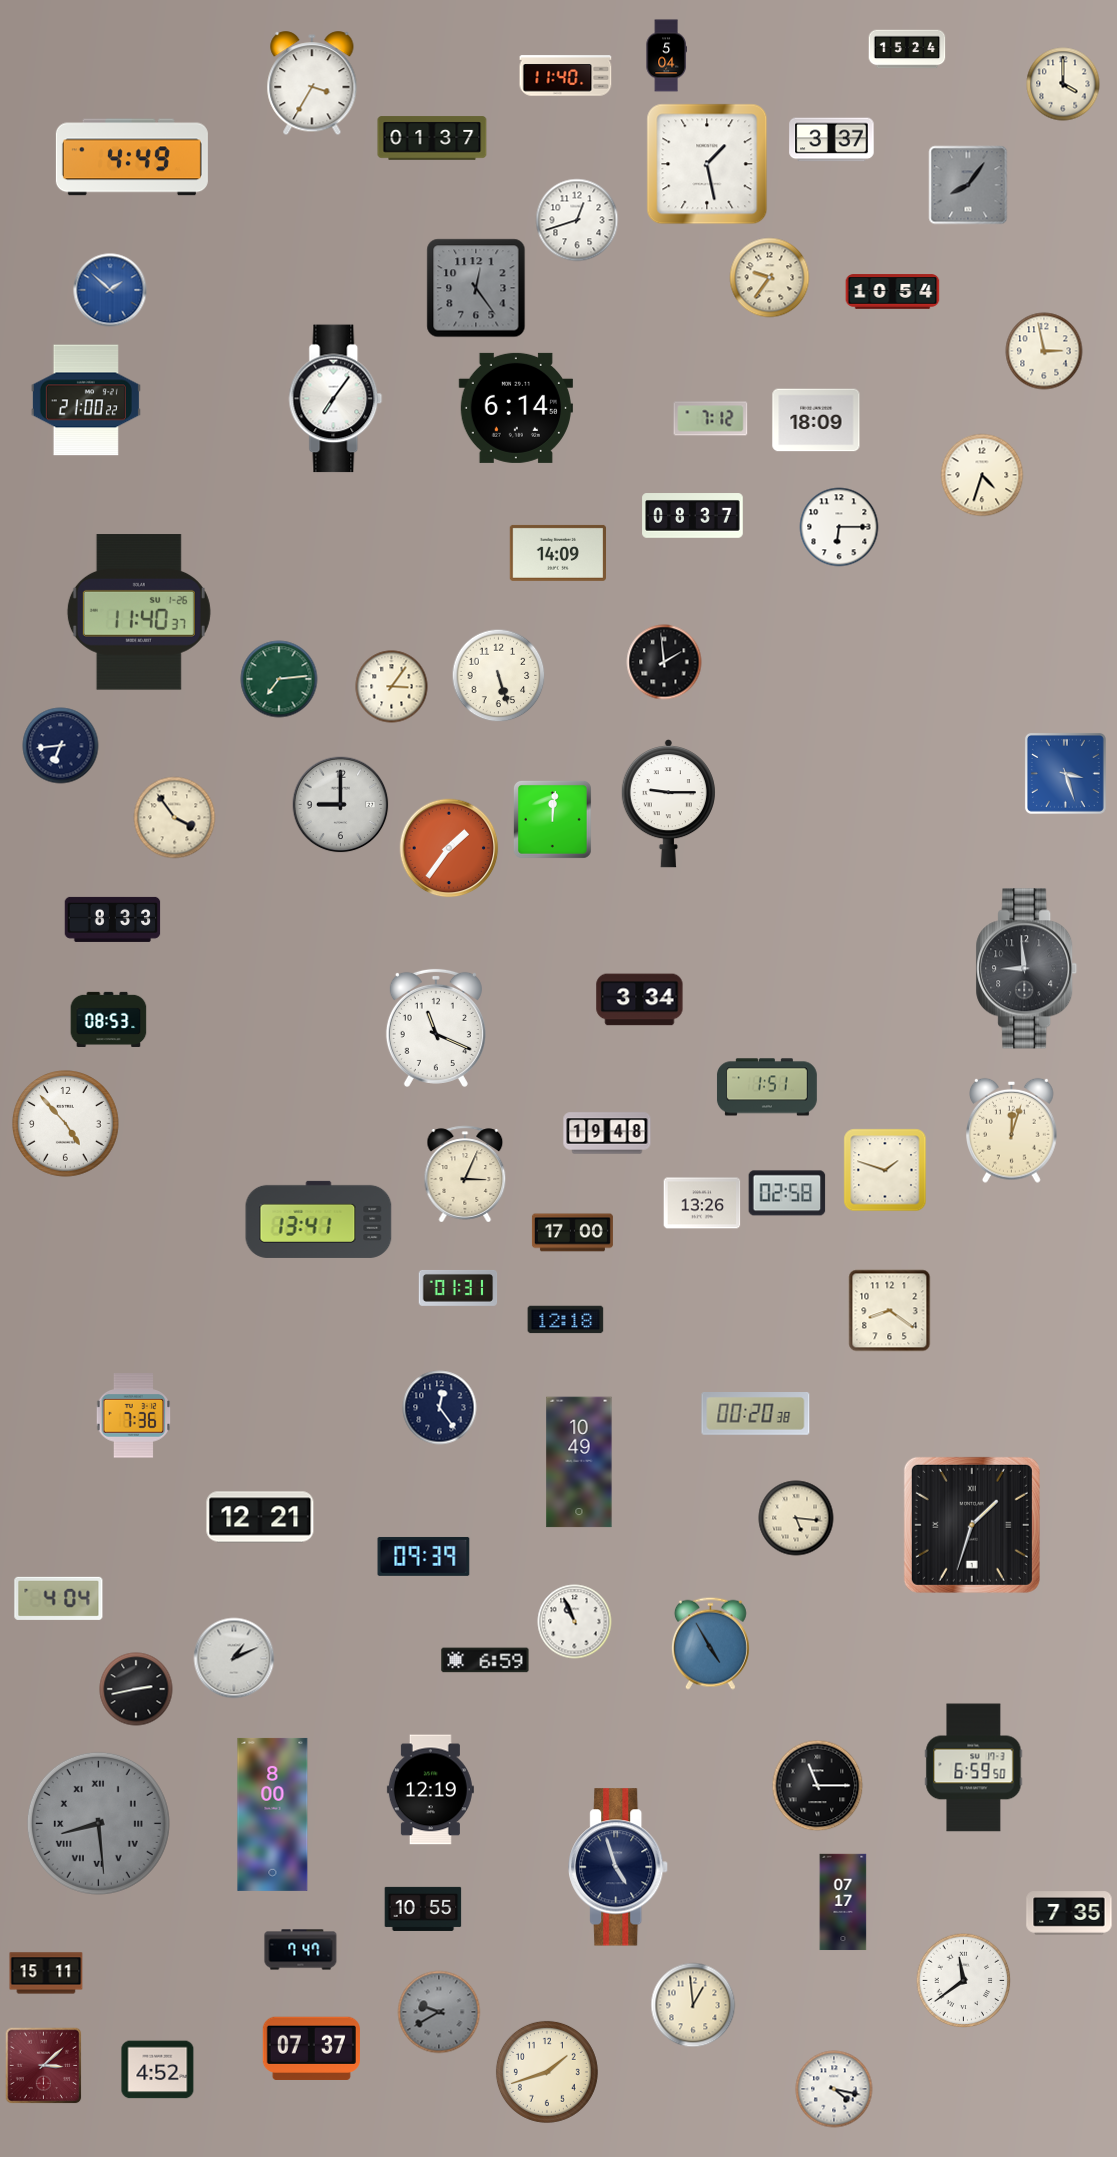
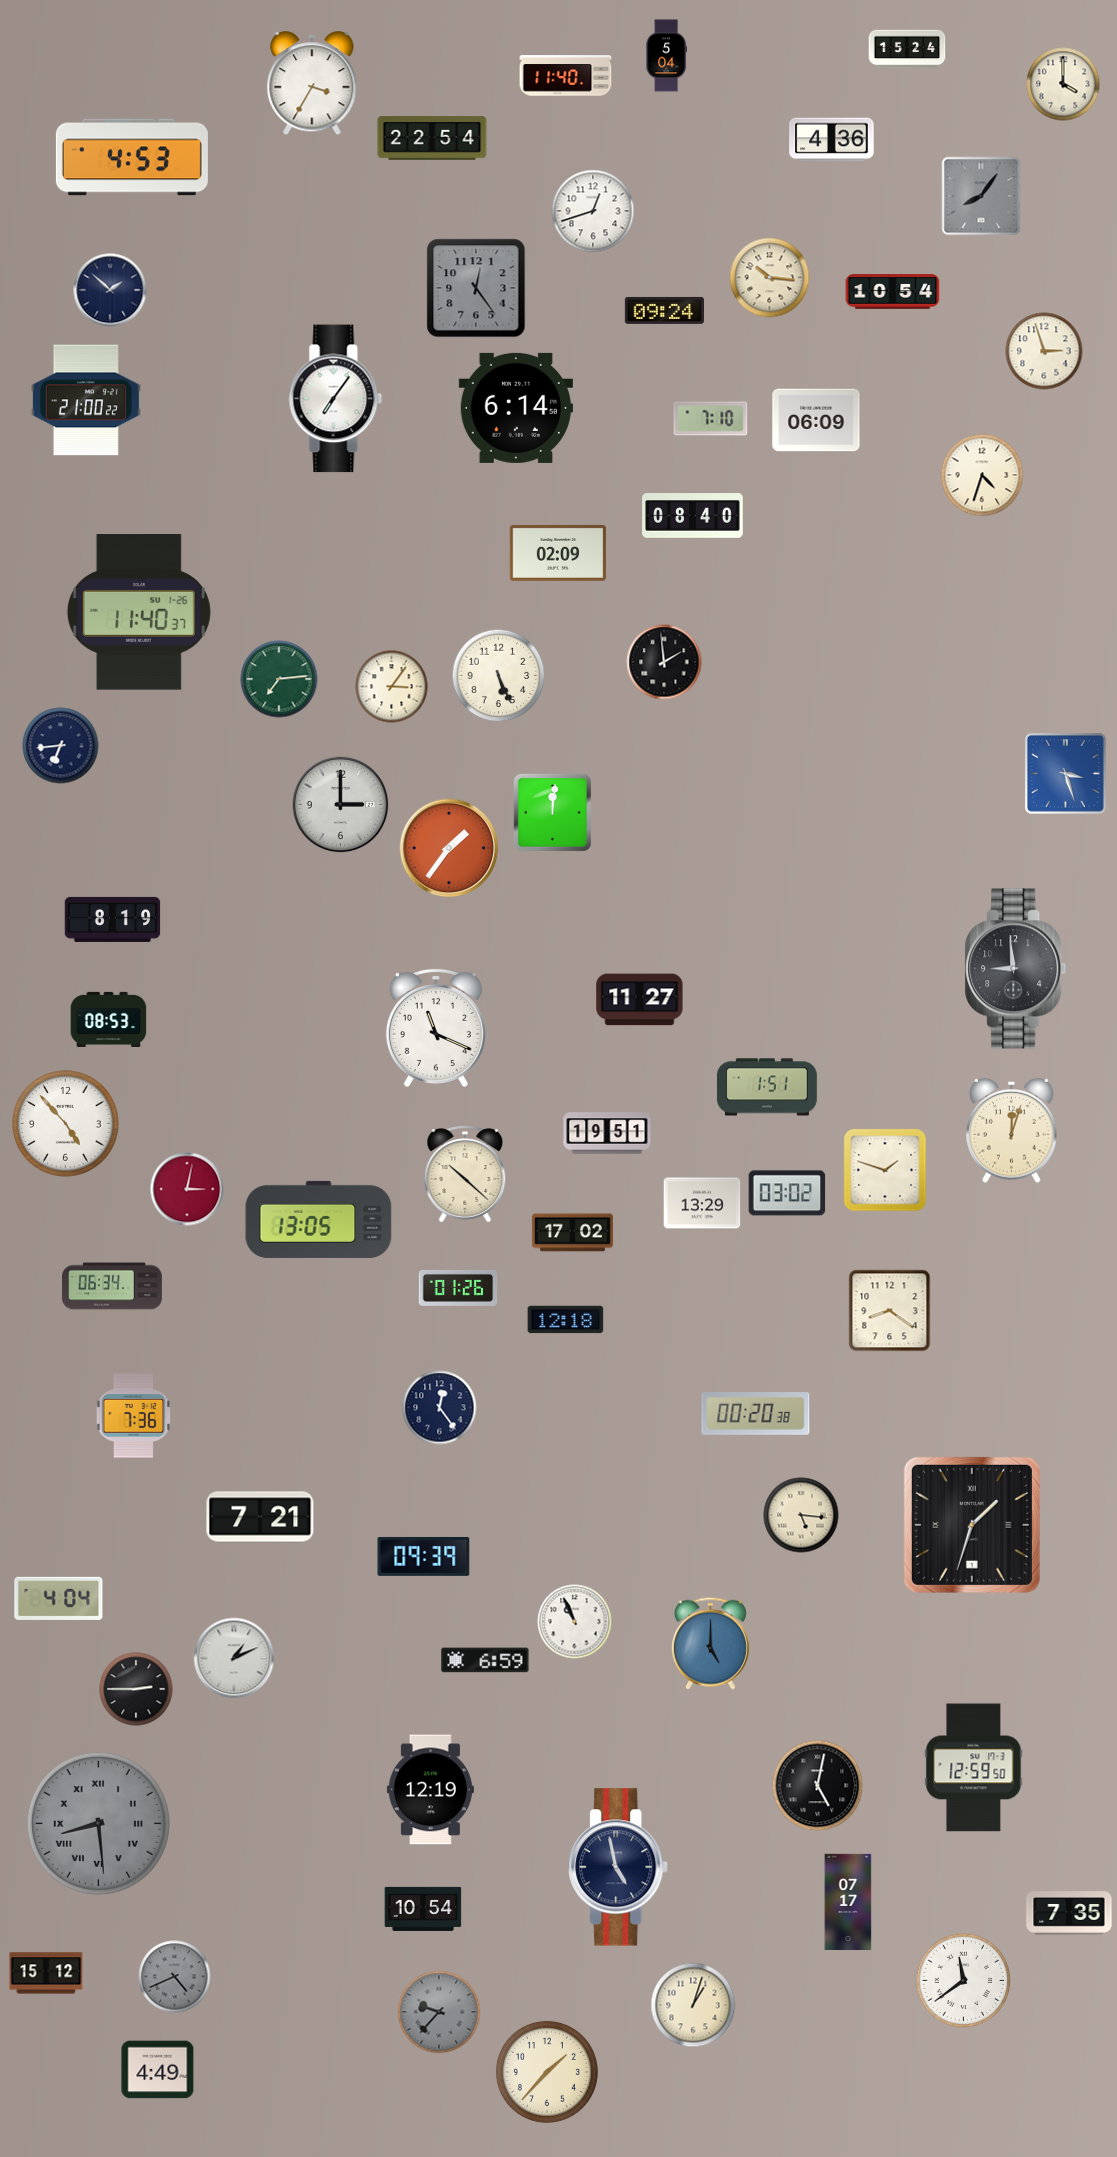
clock at (432, 138): 01:37 -> 22:54
clock at (832, 140): 3:37 -> 4:36
clock at (132, 157): 4:49 -> 4:53
clock at (707, 164): 1:28 -> none
clock at (968, 185) position: (968, 185) -> (981, 196)
clock at (577, 220) position: (577, 220) -> (593, 211)
clock at (770, 278): 9:36 -> 10:16
clock at (110, 290) dial: blue -> navy
clock at (664, 310): none -> 09:24
clock at (1044, 351): 2:58 -> 2:57
clock at (711, 419): 7:12 -> 7:10
clock at (816, 420): 18:09 -> 06:09
clock at (693, 516): 08:37 -> 08:40
clock at (839, 527): 6:15 -> none
clock at (557, 553): 14:09 -> 02:09
clock at (499, 676): 5:27 -> 5:26
clock at (668, 804): 9:15 -> none
clock at (341, 805): 9:00 -> 3:00
clock at (175, 818): 3:54 -> none
clock at (553, 820) position: (553, 820) -> (553, 813)
clock at (113, 919): 8:33 -> 8:19
clock at (1027, 969) position: (1027, 969) -> (1016, 969)
clock at (640, 1000): 3:34 -> 11:27
clock at (607, 1133): 19:48 -> 19:51
clock at (465, 1174): 3:04 -> 10:22
clock at (187, 1189): none -> 3:02
clock at (787, 1193): 02:58 -> 03:02
clock at (702, 1203): 13:26 -> 13:29
clock at (319, 1219): 13:41 -> 13:05
clock at (572, 1233): 17:00 -> 17:02
clock at (113, 1286): none -> 06:34
clock at (458, 1288): 01:31 -> 01:26
clock at (579, 1462): 10:49 -> none
clock at (260, 1517): 12:21 -> 7:21
clock at (796, 1518) position: (796, 1518) -> (801, 1515)
clock at (710, 1643): 4:55 -> 5:00
clock at (136, 1689): 2:43 -> 2:45
clock at (974, 1768): 6:59 -> 12:59
clock at (818, 1786): 11:15 -> 5:02
clock at (273, 1814): 8:00 -> none
clock at (619, 1867): 4:57 -> 4:58
clock at (843, 1902) position: (843, 1902) -> (848, 1902)
clock at (423, 1909): 10:55 -> 10:54
clock at (301, 1950): 7:47 -> none
clock at (46, 1973): 15:11 -> 15:12
clock at (175, 1977): none -> 4:41
clock at (693, 2005): 12:59 -> 1:03
clock at (439, 2012): 9:40 -> 9:37
clock at (311, 2048): 07:37 -> none
clock at (44, 2066): 3:08 -> none
clock at (158, 2070): 4:52 -> 4:49
clock at (547, 2072): 1:42 -> 1:37
clock at (834, 2089): 4:17 -> none
